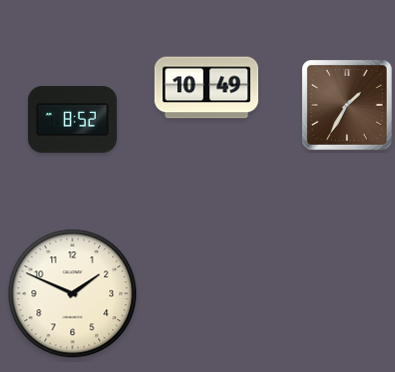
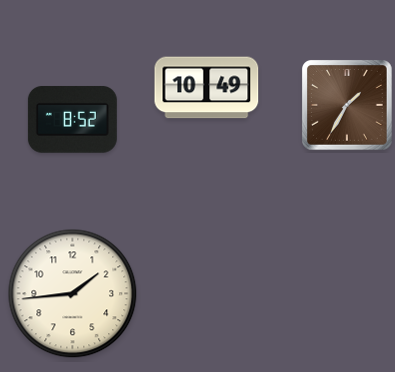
clock at (73, 294): 1:49 -> 1:44
